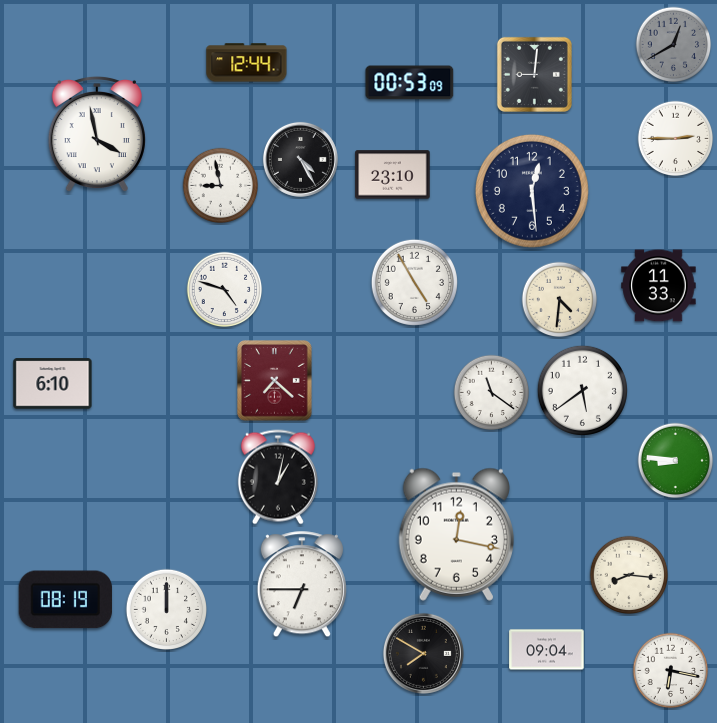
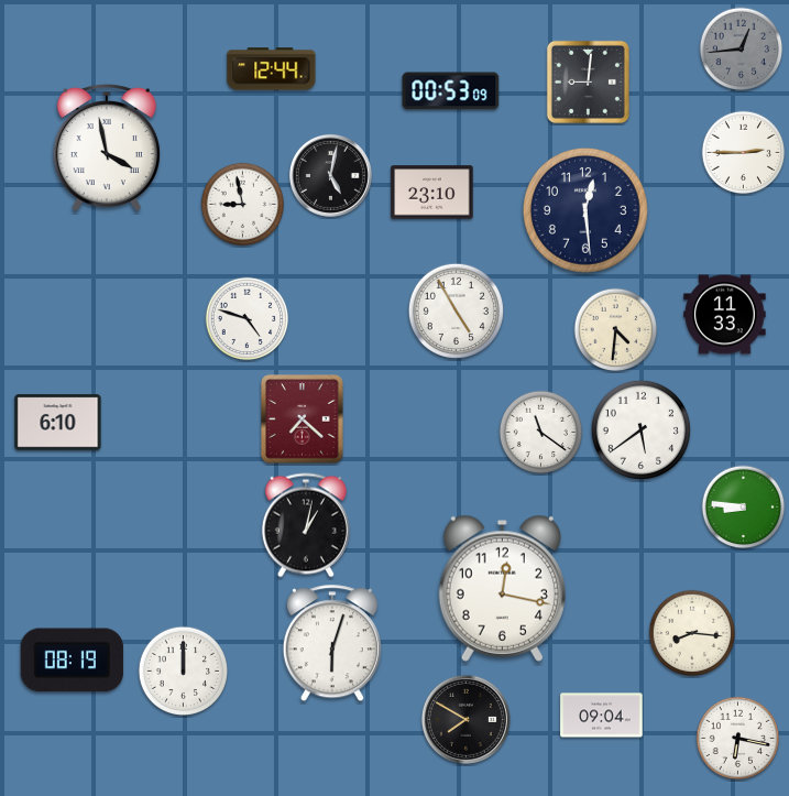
clock at (674, 45): 12:40 -> 12:44
clock at (300, 159): 4:25 -> 5:02
clock at (302, 585): 6:45 -> 6:03
